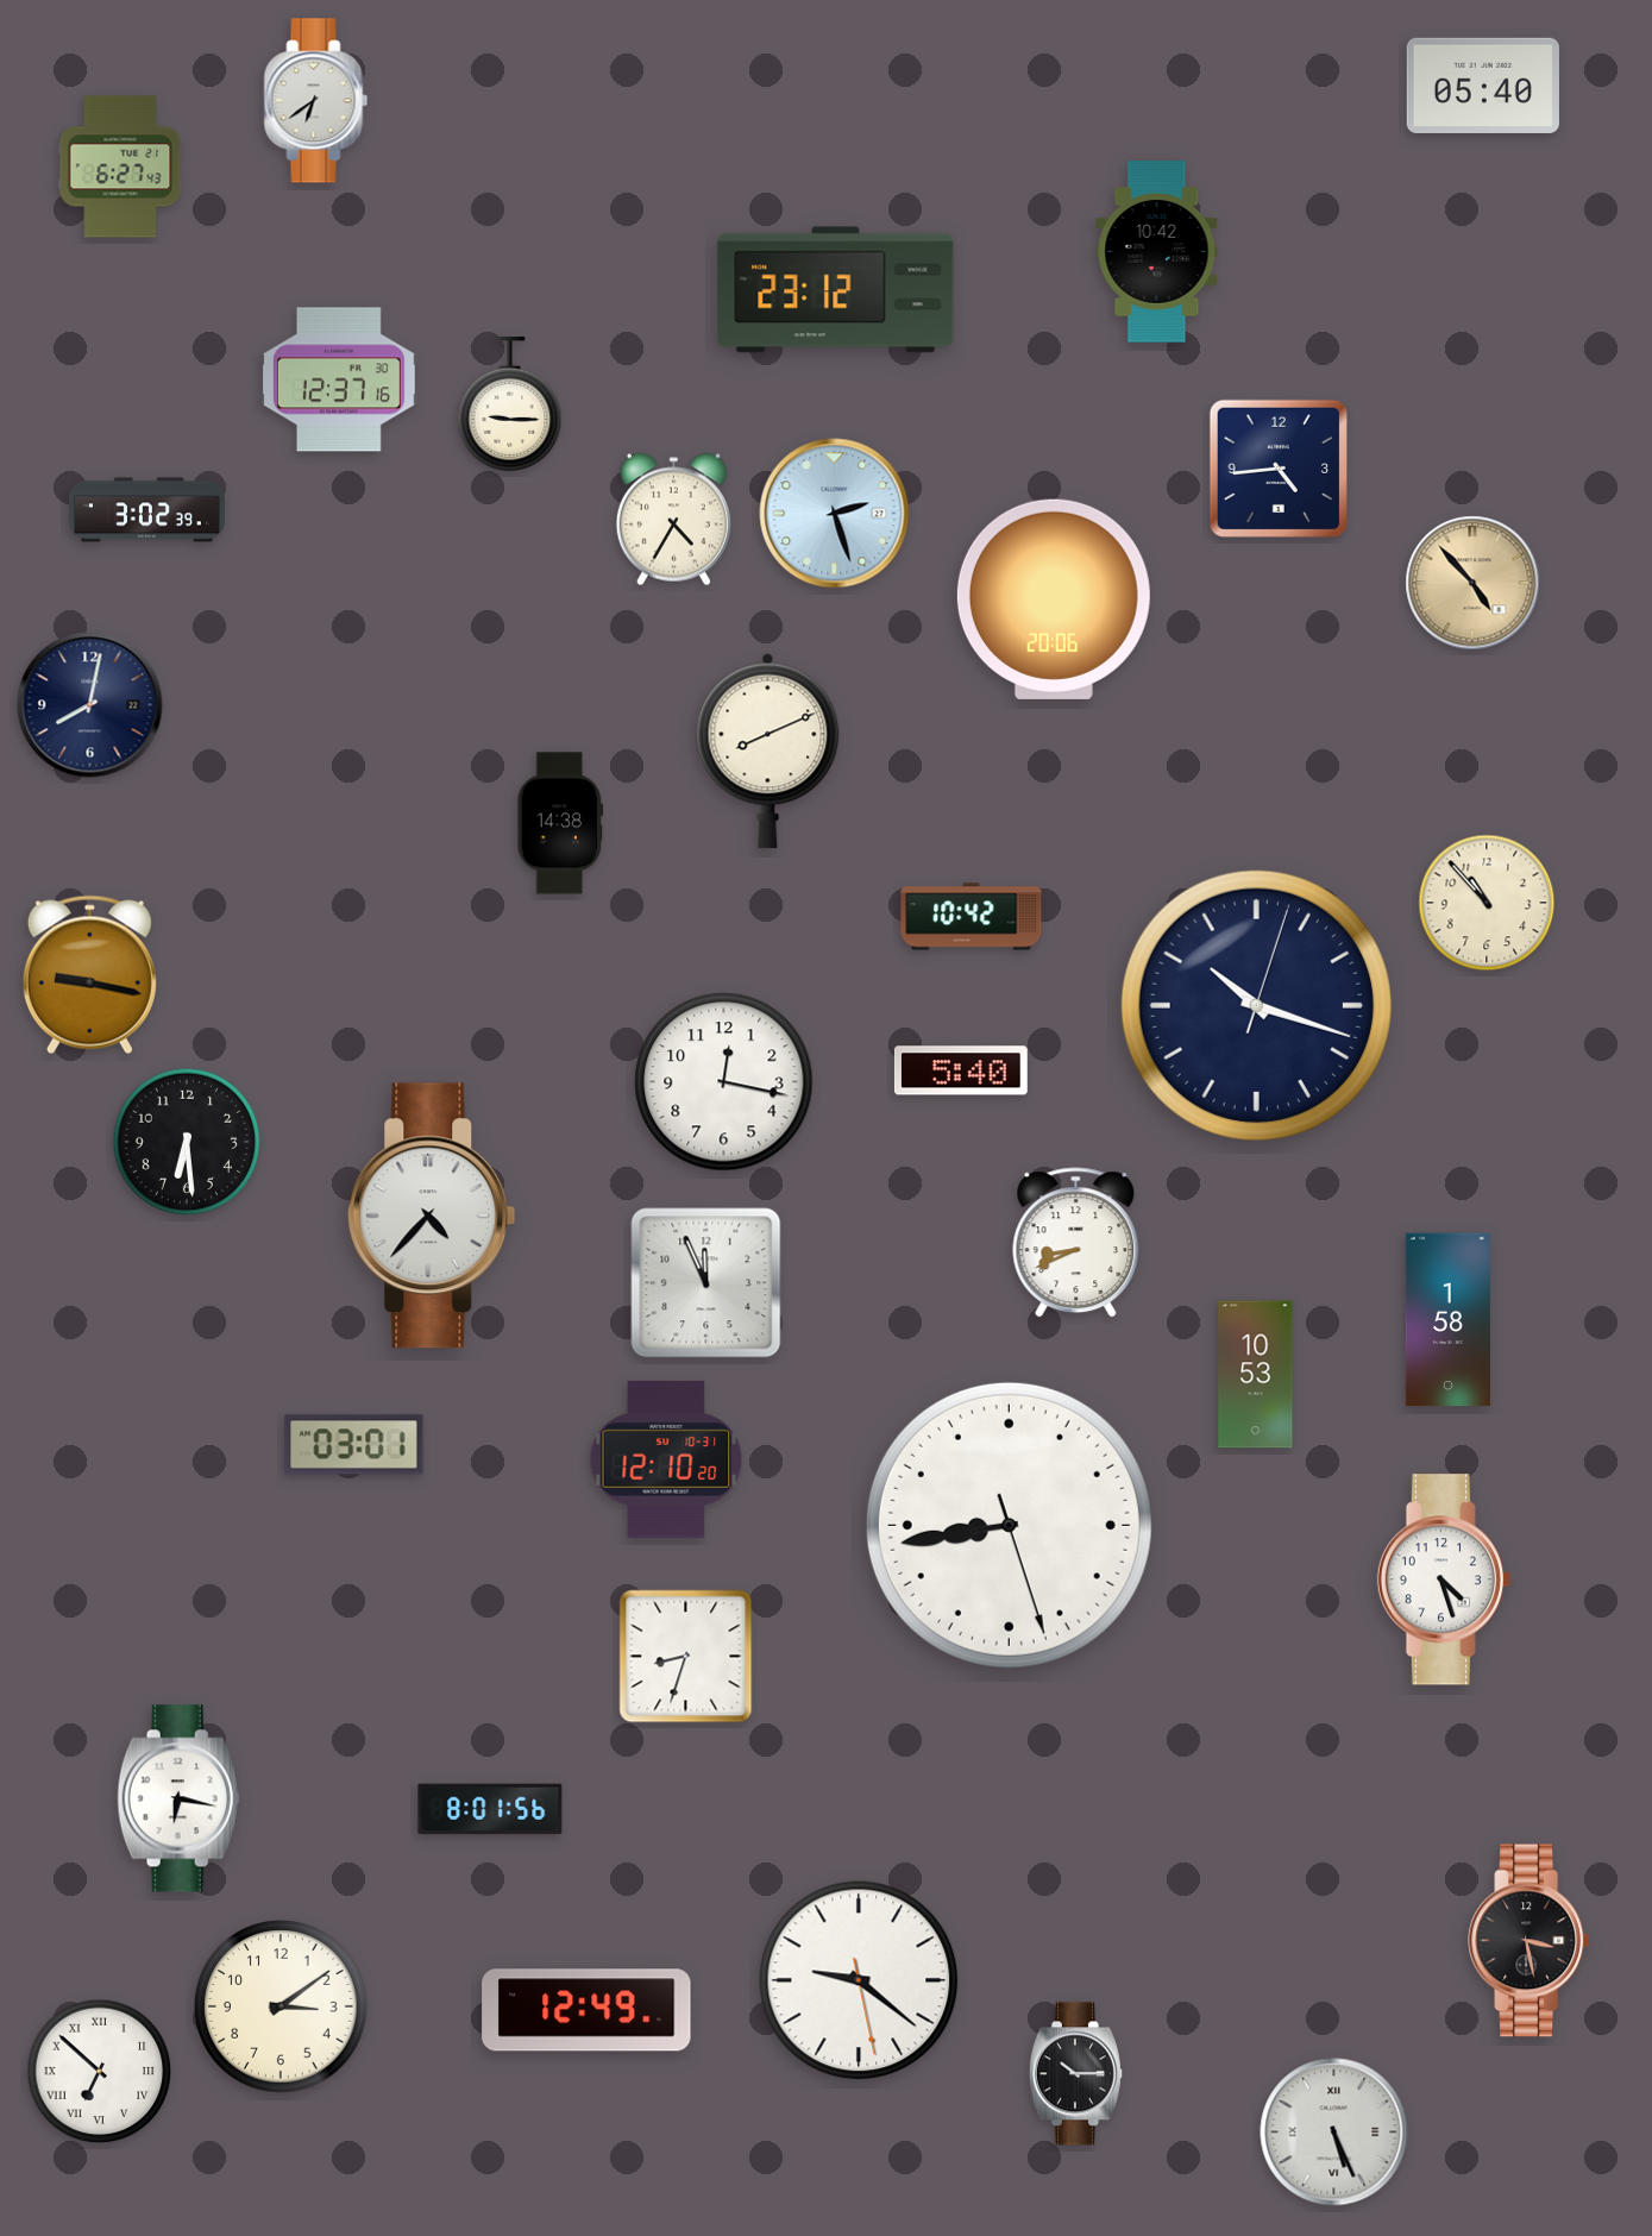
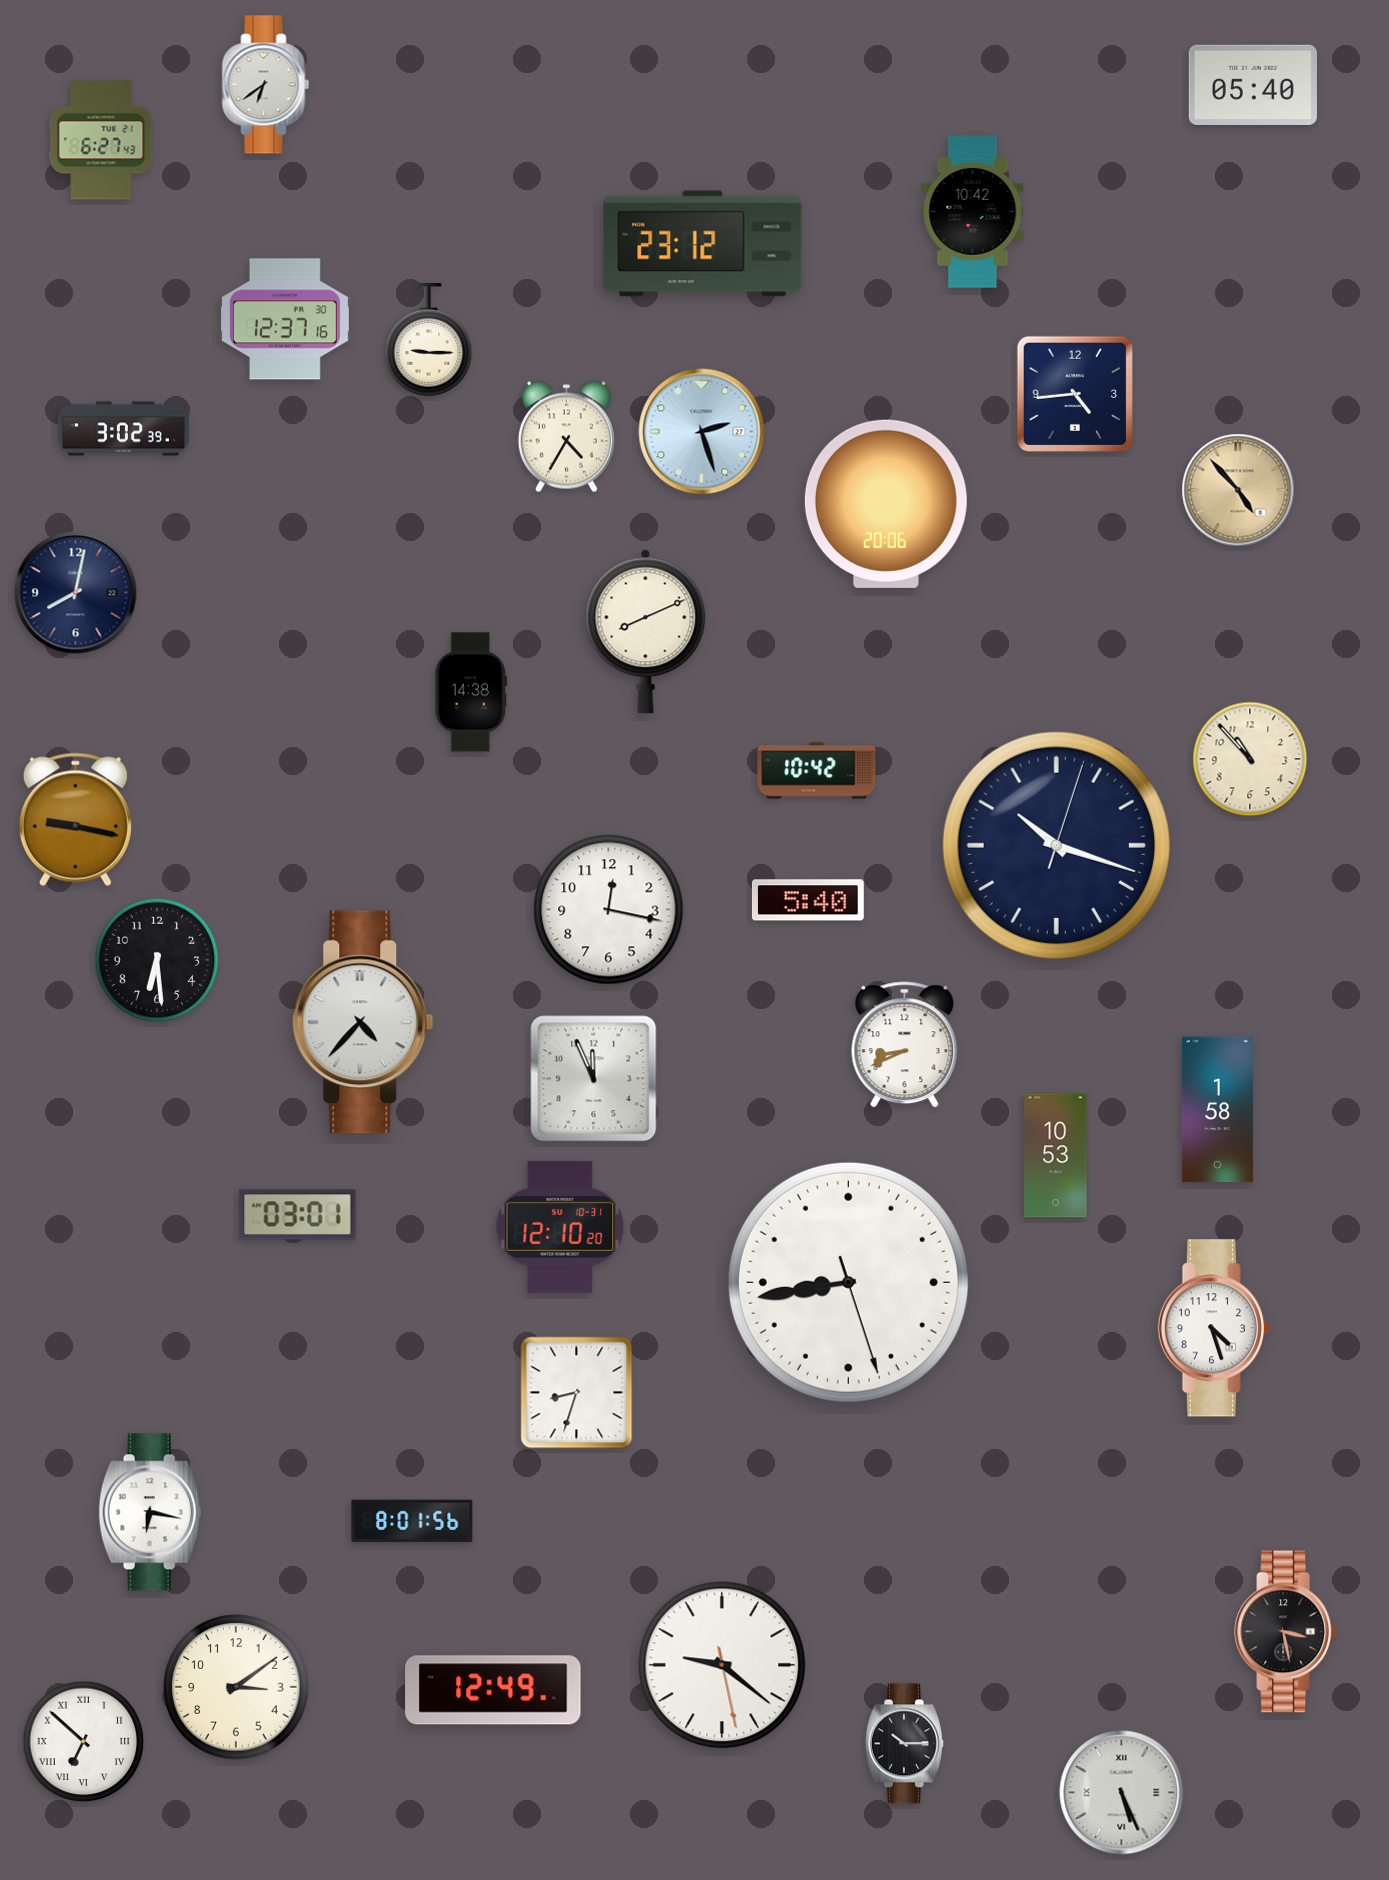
clock at (1483, 86) position: (1483, 86) -> (1253, 85)
